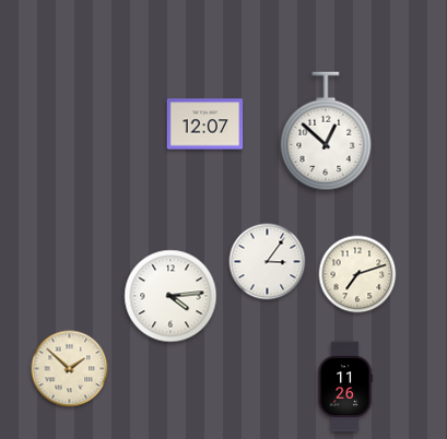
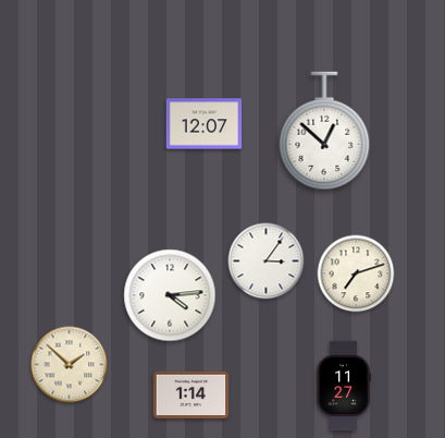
clock at (70, 369) position: (70, 369) -> (70, 365)
clock at (345, 387): 11:26 -> 11:27
clock at (191, 396): none -> 1:14
